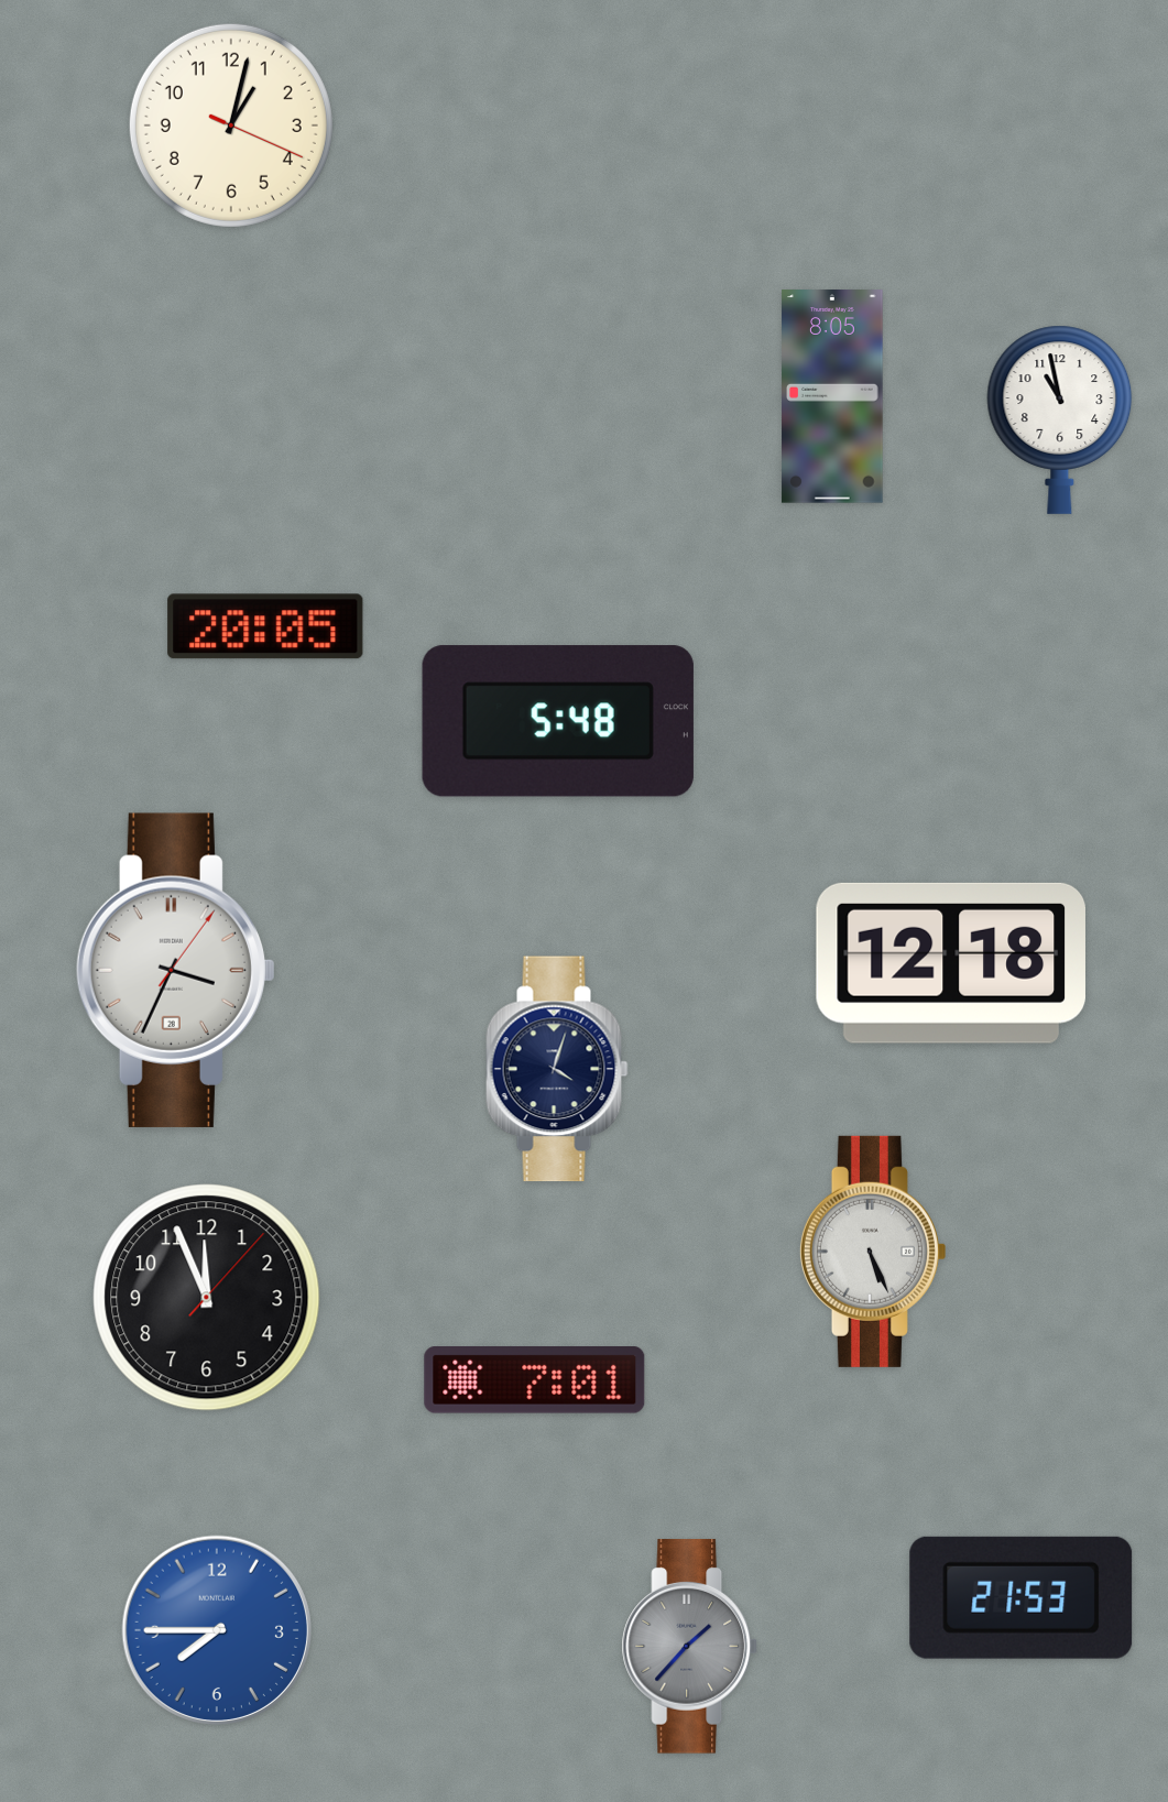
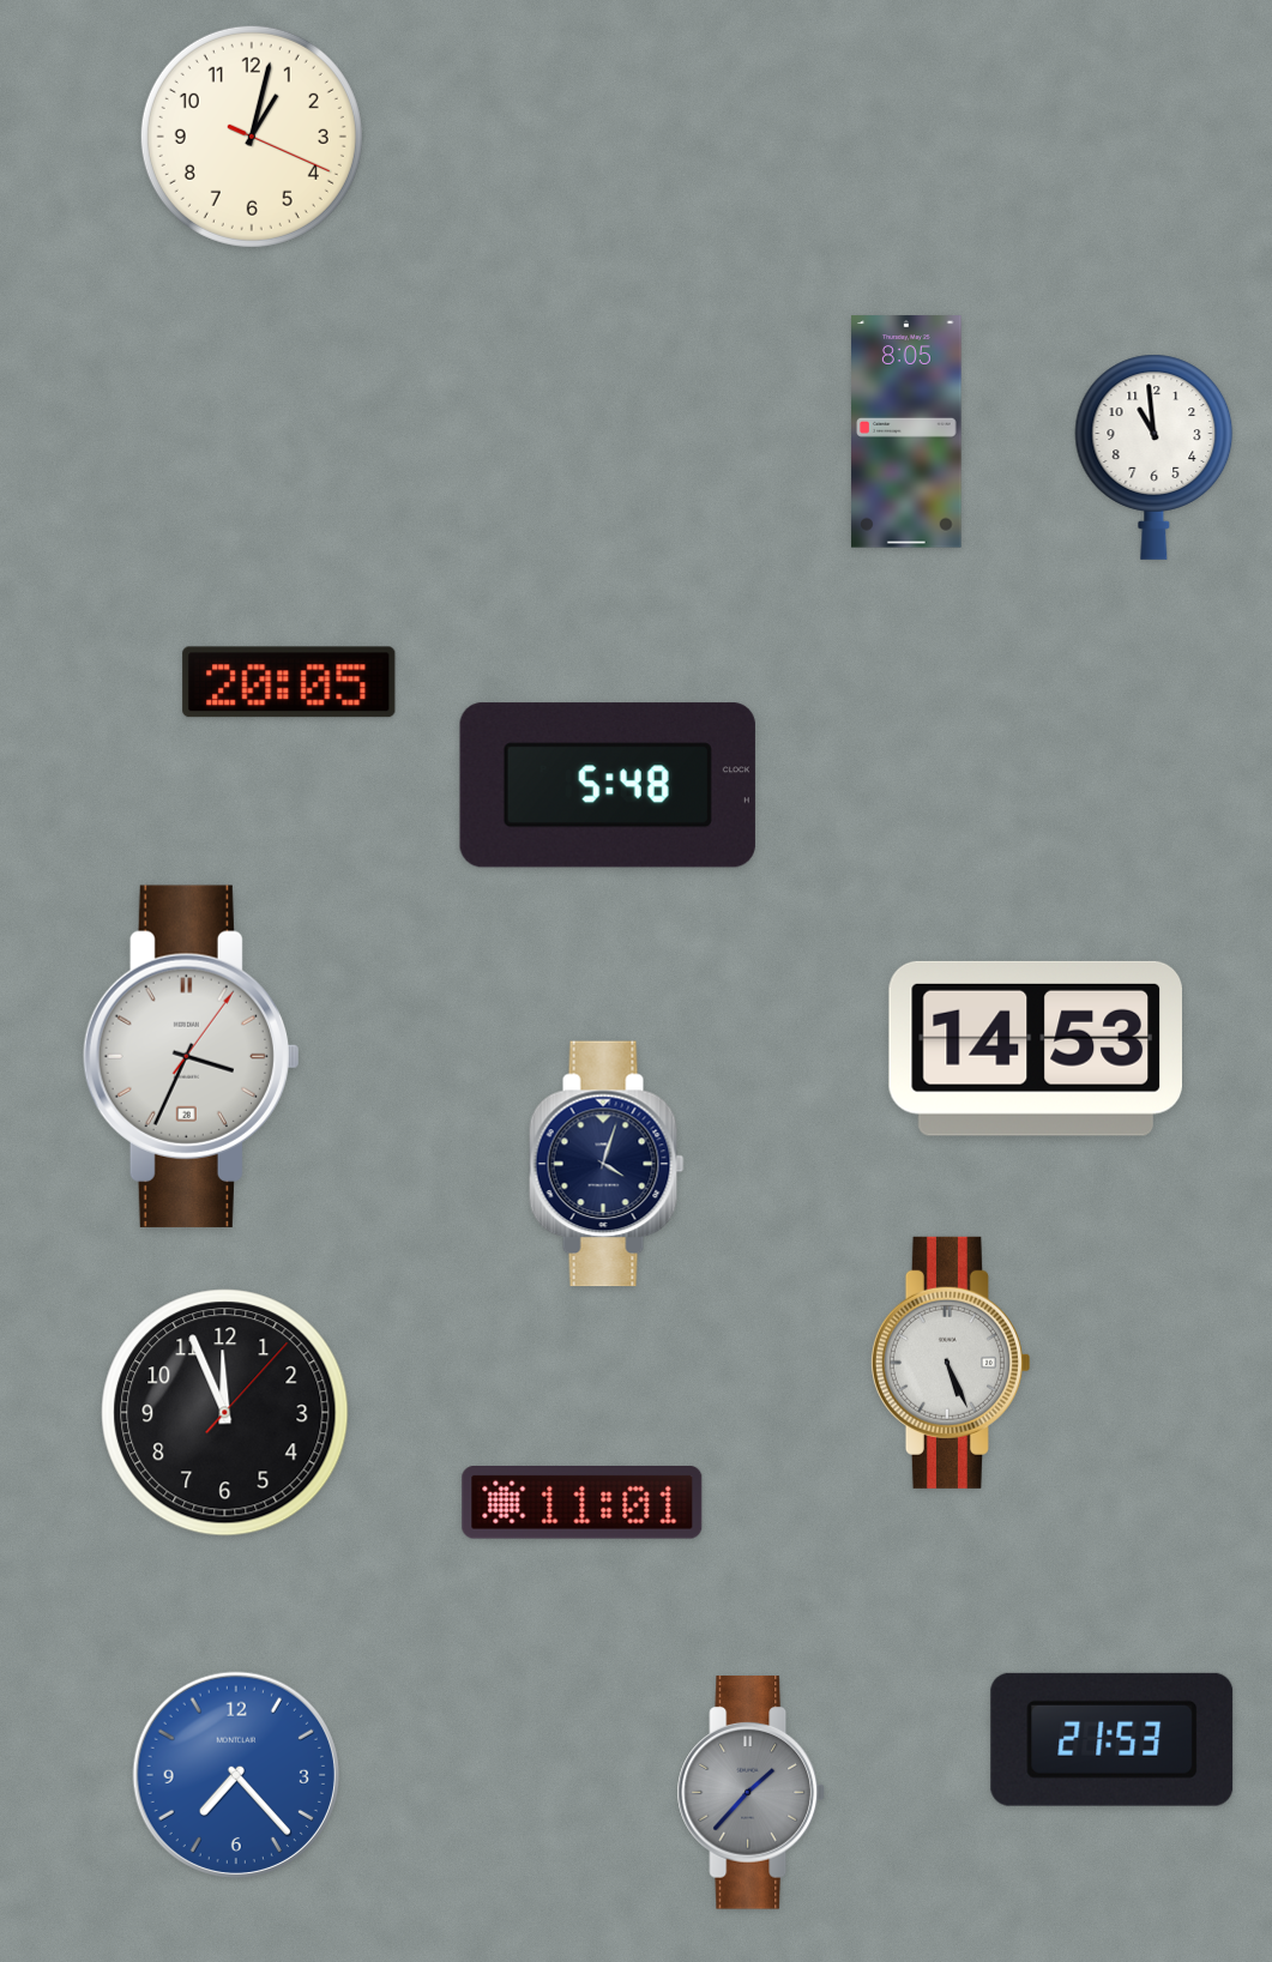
clock at (1060, 419): 10:58 -> 10:59
clock at (951, 963): 12:18 -> 14:53
clock at (535, 1380): 7:01 -> 11:01
clock at (216, 1629): 7:45 -> 7:23
